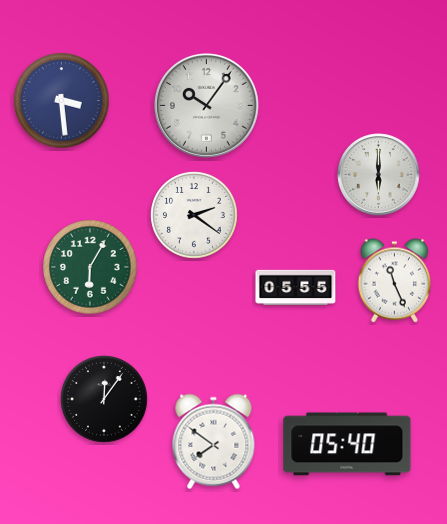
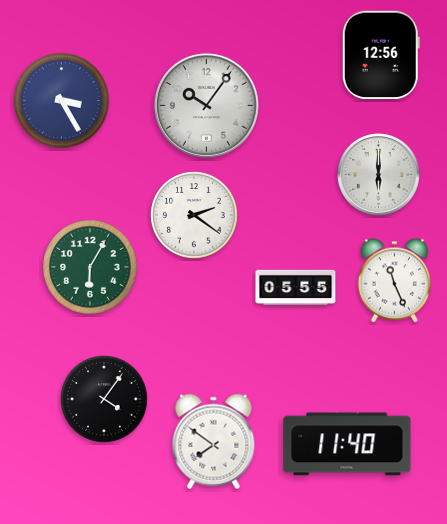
clock at (381, 54): none -> 12:56
clock at (62, 101): 3:29 -> 3:25
clock at (104, 399): 12:06 -> 4:06
clock at (347, 444): 05:40 -> 11:40
